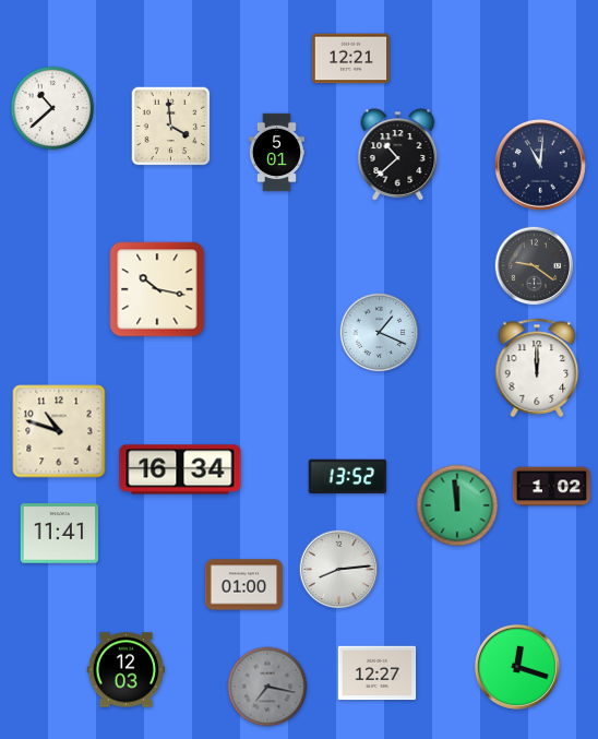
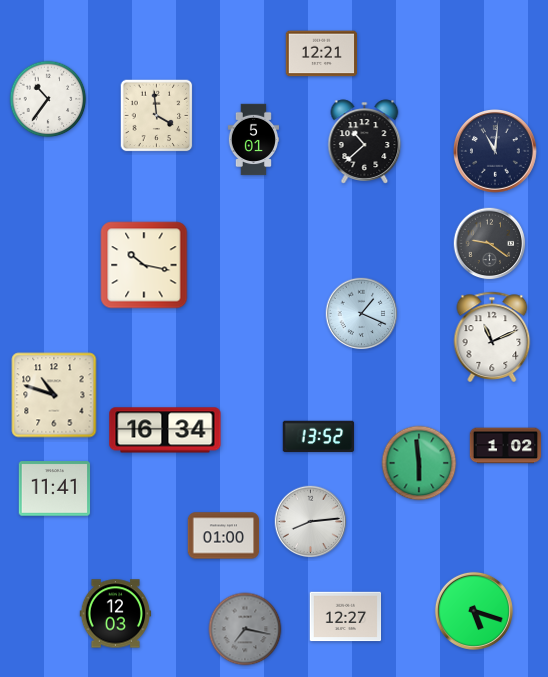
clock at (52, 108): 10:38 -> 10:36
clock at (380, 333) position: (380, 333) -> (362, 314)
clock at (537, 368): 12:00 -> 11:11
clock at (457, 505): 11:59 -> 5:59
clock at (517, 667): 12:18 -> 5:18
